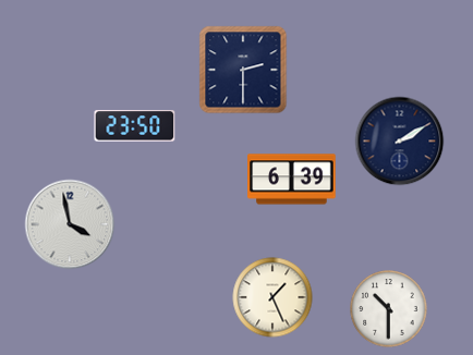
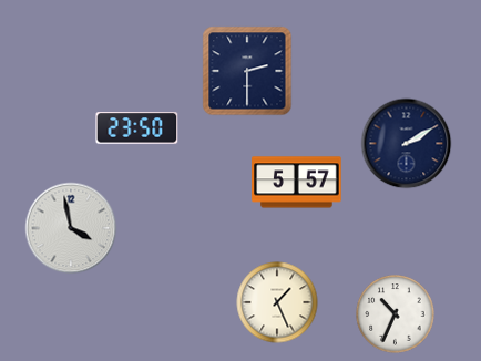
clock at (292, 180): 6:39 -> 5:57
clock at (389, 309): 10:30 -> 10:34
